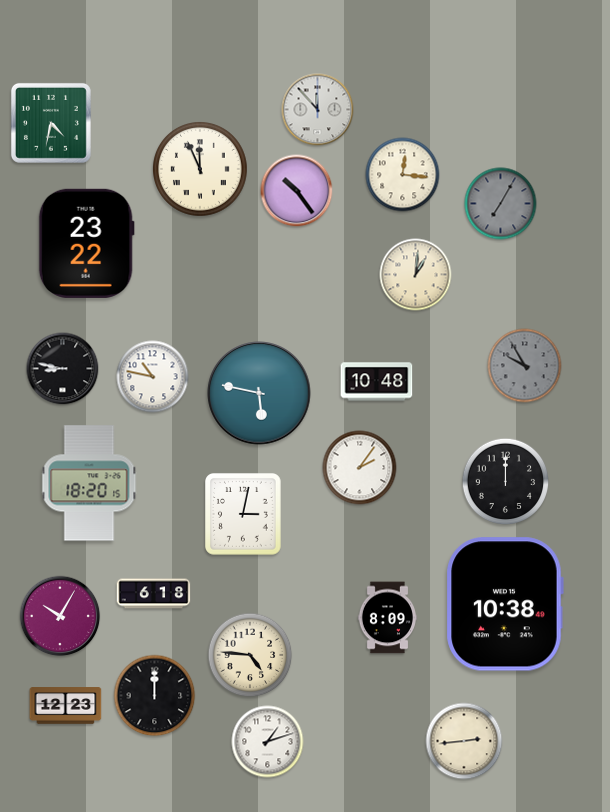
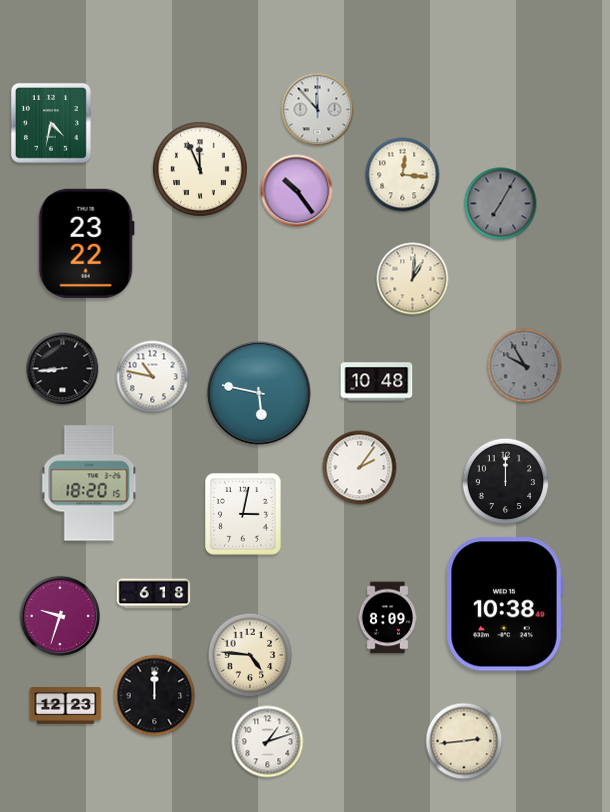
clock at (416, 275) position: (416, 275) -> (413, 279)
clock at (63, 369): 8:47 -> 8:44
clock at (60, 616): 10:05 -> 9:33
